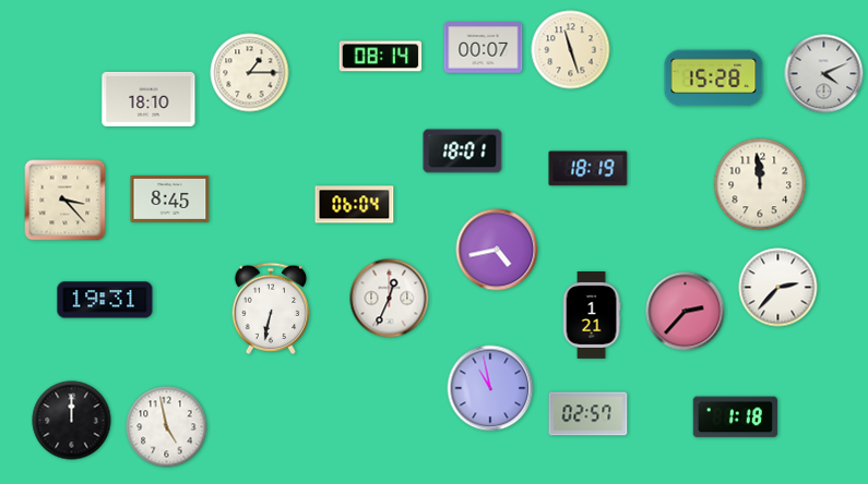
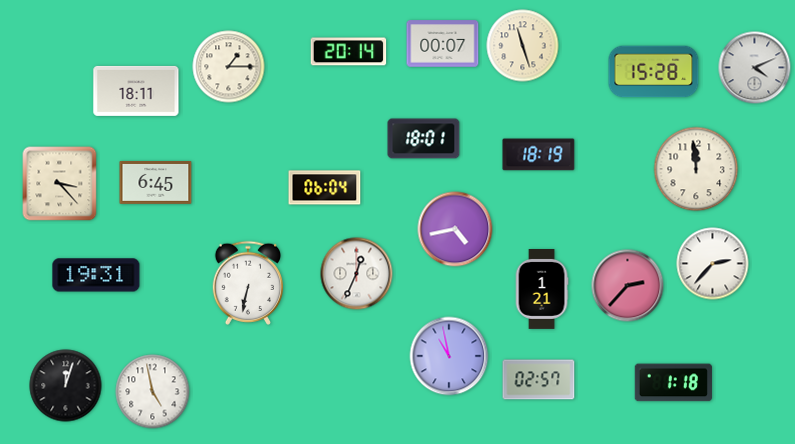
clock at (381, 57): 08:14 -> 20:14
clock at (148, 99): 18:10 -> 18:11
clock at (170, 198): 8:45 -> 6:45
clock at (72, 421): 12:00 -> 12:03
